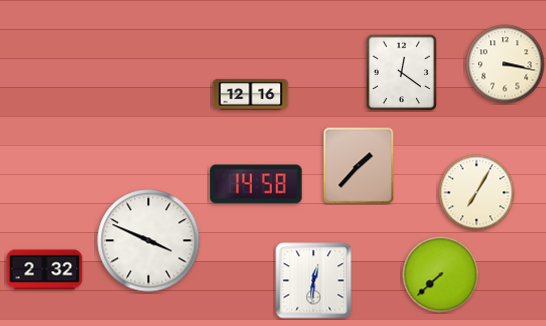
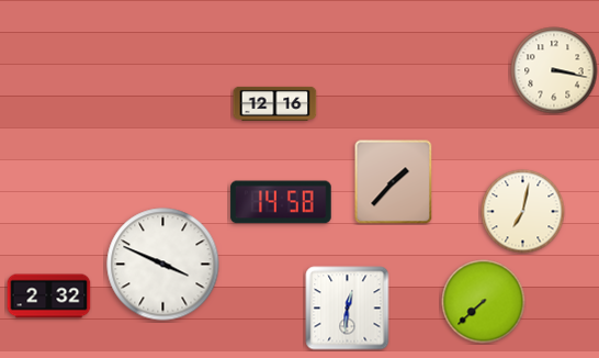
clock at (402, 72): 12:21 -> none
clock at (477, 193): 7:05 -> 7:02
clock at (314, 281) position: (314, 281) -> (348, 309)
